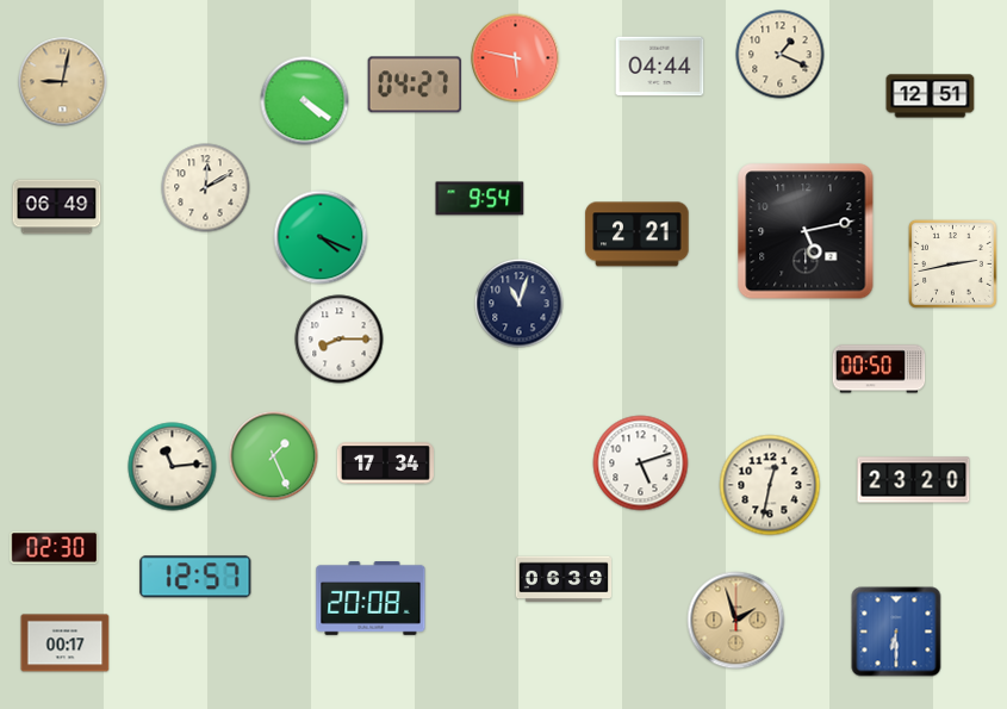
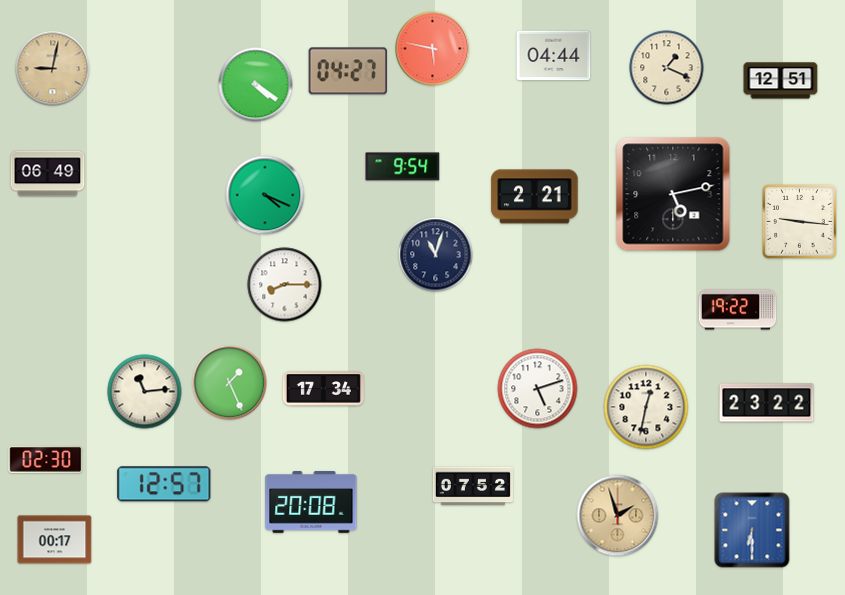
clock at (781, 55) position: (781, 55) -> (667, 68)
clock at (206, 188): 12:10 -> none
clock at (806, 231) position: (806, 231) -> (673, 194)
clock at (321, 237) position: (321, 237) -> (265, 195)
clock at (953, 265): 2:43 -> 9:16
clock at (879, 369): 00:50 -> 19:22
clock at (914, 480): 23:20 -> 23:22
clock at (562, 579): 06:39 -> 07:52
clock at (736, 621) position: (736, 621) -> (618, 516)
